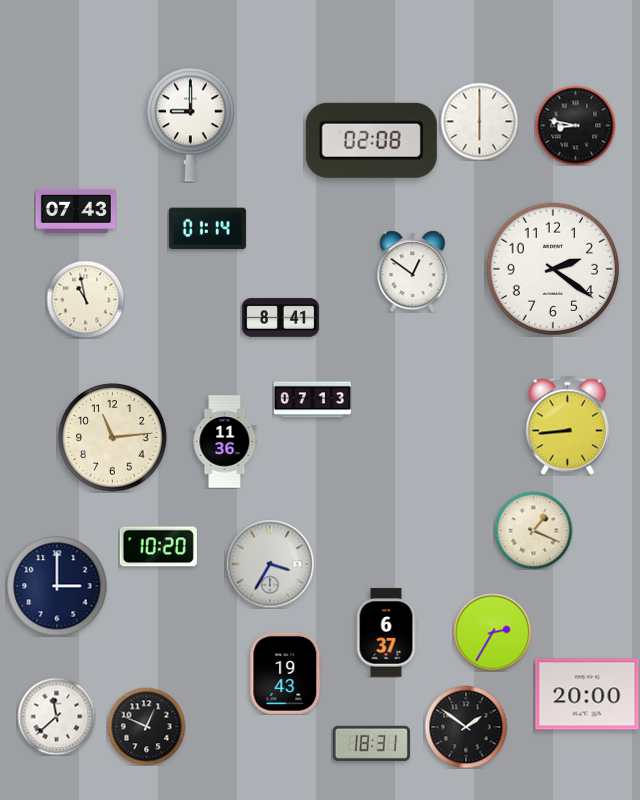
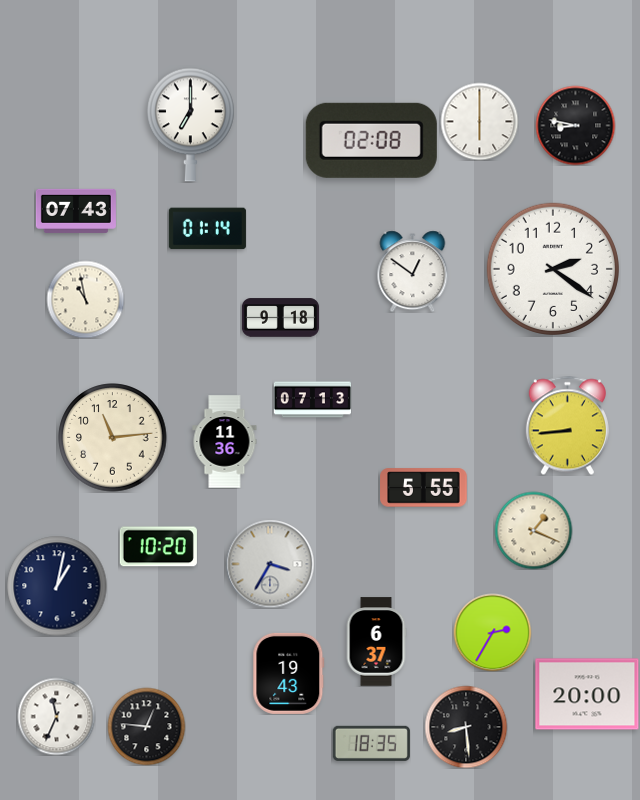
clock at (190, 125): 9:00 -> 7:00
clock at (280, 318): 8:41 -> 9:18
clock at (424, 488): none -> 5:55
clock at (57, 586): 3:00 -> 1:02
clock at (386, 633) position: (386, 633) -> (376, 642)
clock at (286, 673) position: (286, 673) -> (289, 673)
clock at (56, 716): 11:38 -> 11:34
clock at (146, 726): 12:49 -> 12:46
clock at (466, 727): 1:51 -> 8:29
clock at (371, 743): 18:31 -> 18:35
